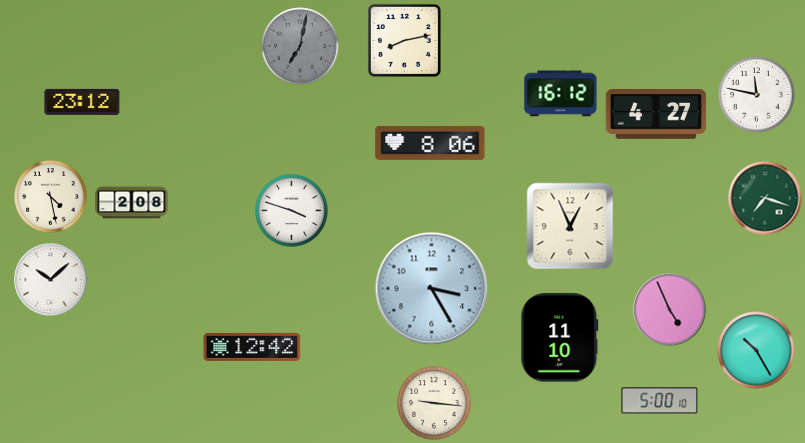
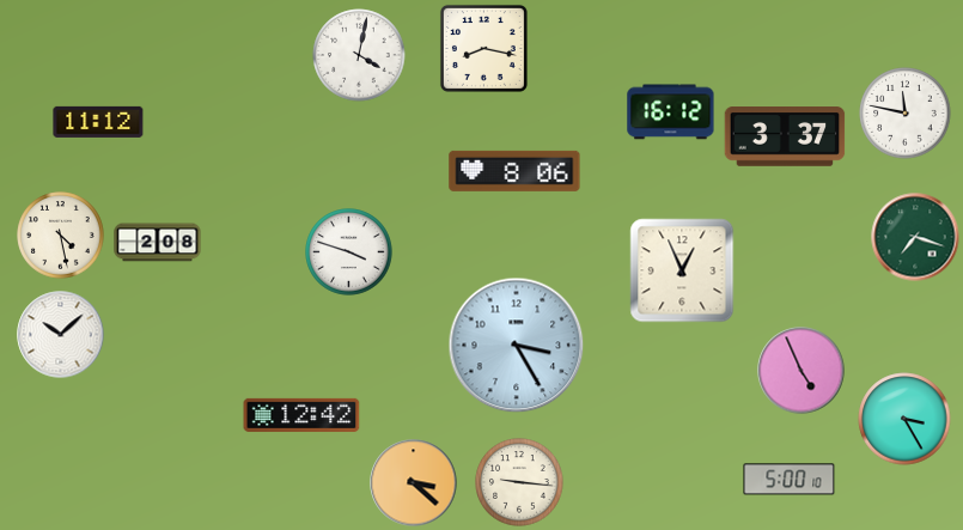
clock at (404, 40): 8:13 -> 8:17
clock at (300, 46): 7:02 -> 4:02
clock at (300, 46) dial: grey -> white
clock at (82, 102): 23:12 -> 11:12
clock at (656, 114): 4:27 -> 3:37
clock at (560, 338): 11:10 -> none
clock at (756, 350): 10:25 -> 3:25
clock at (414, 483): none -> 3:22
